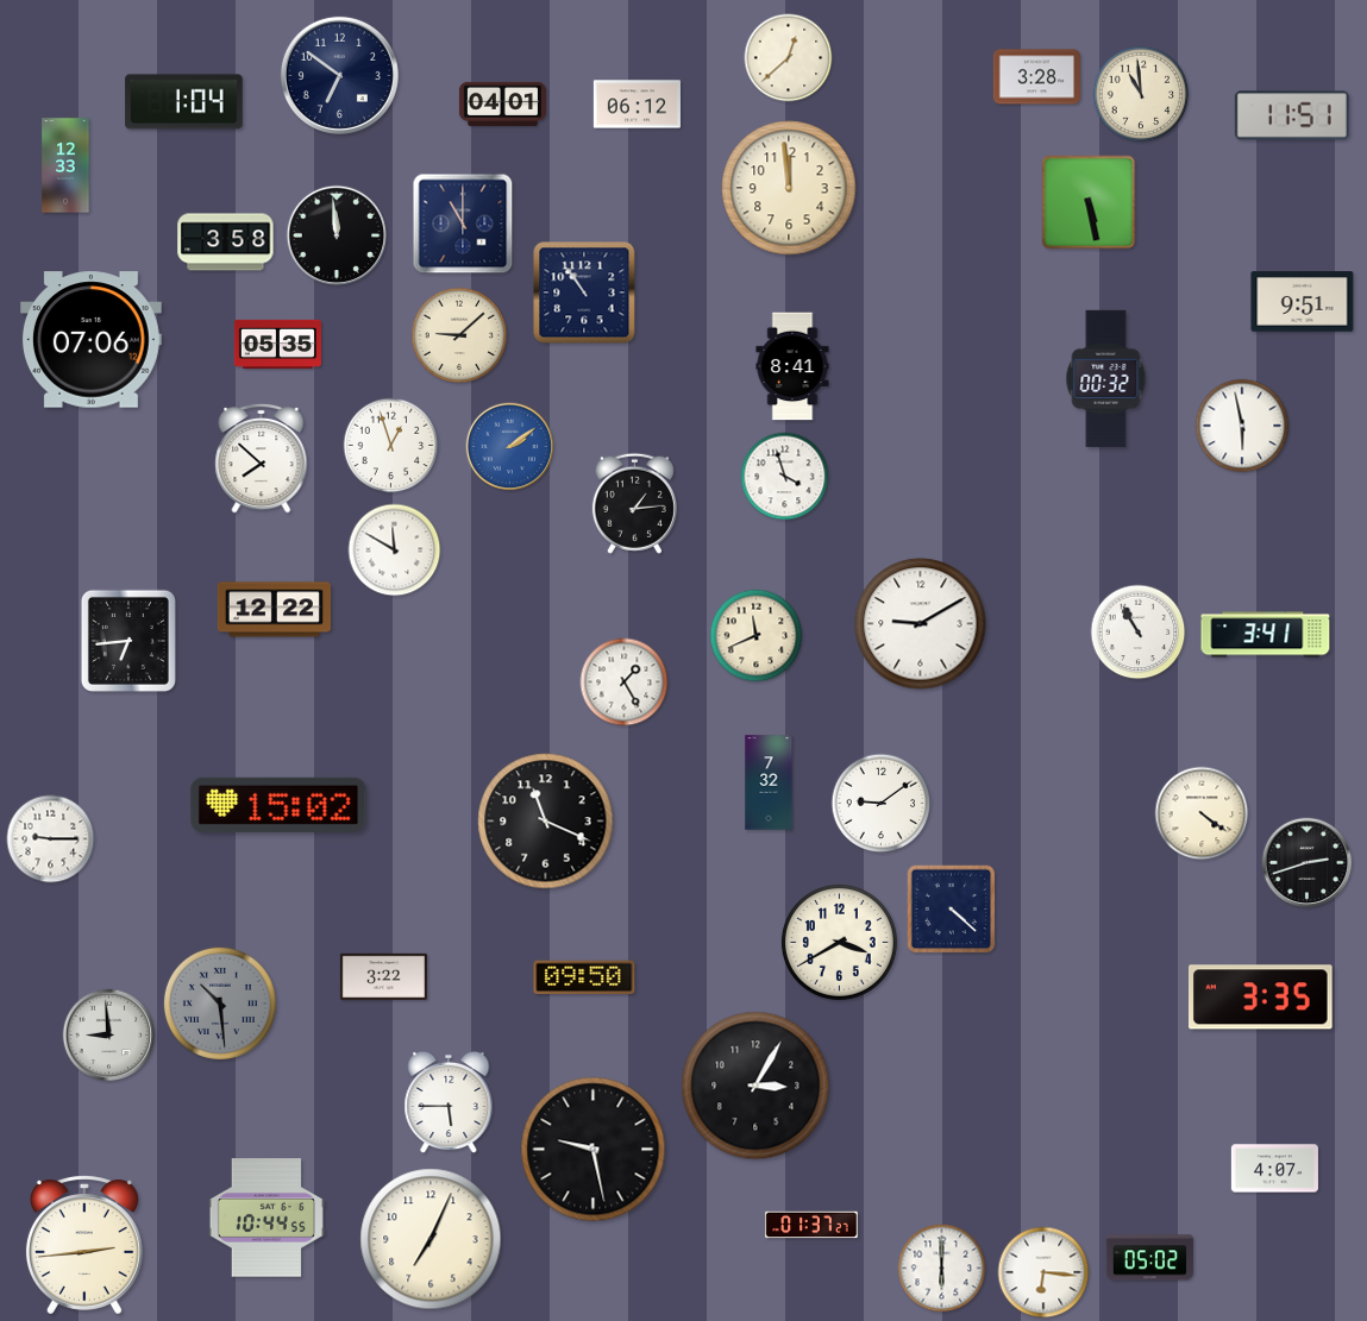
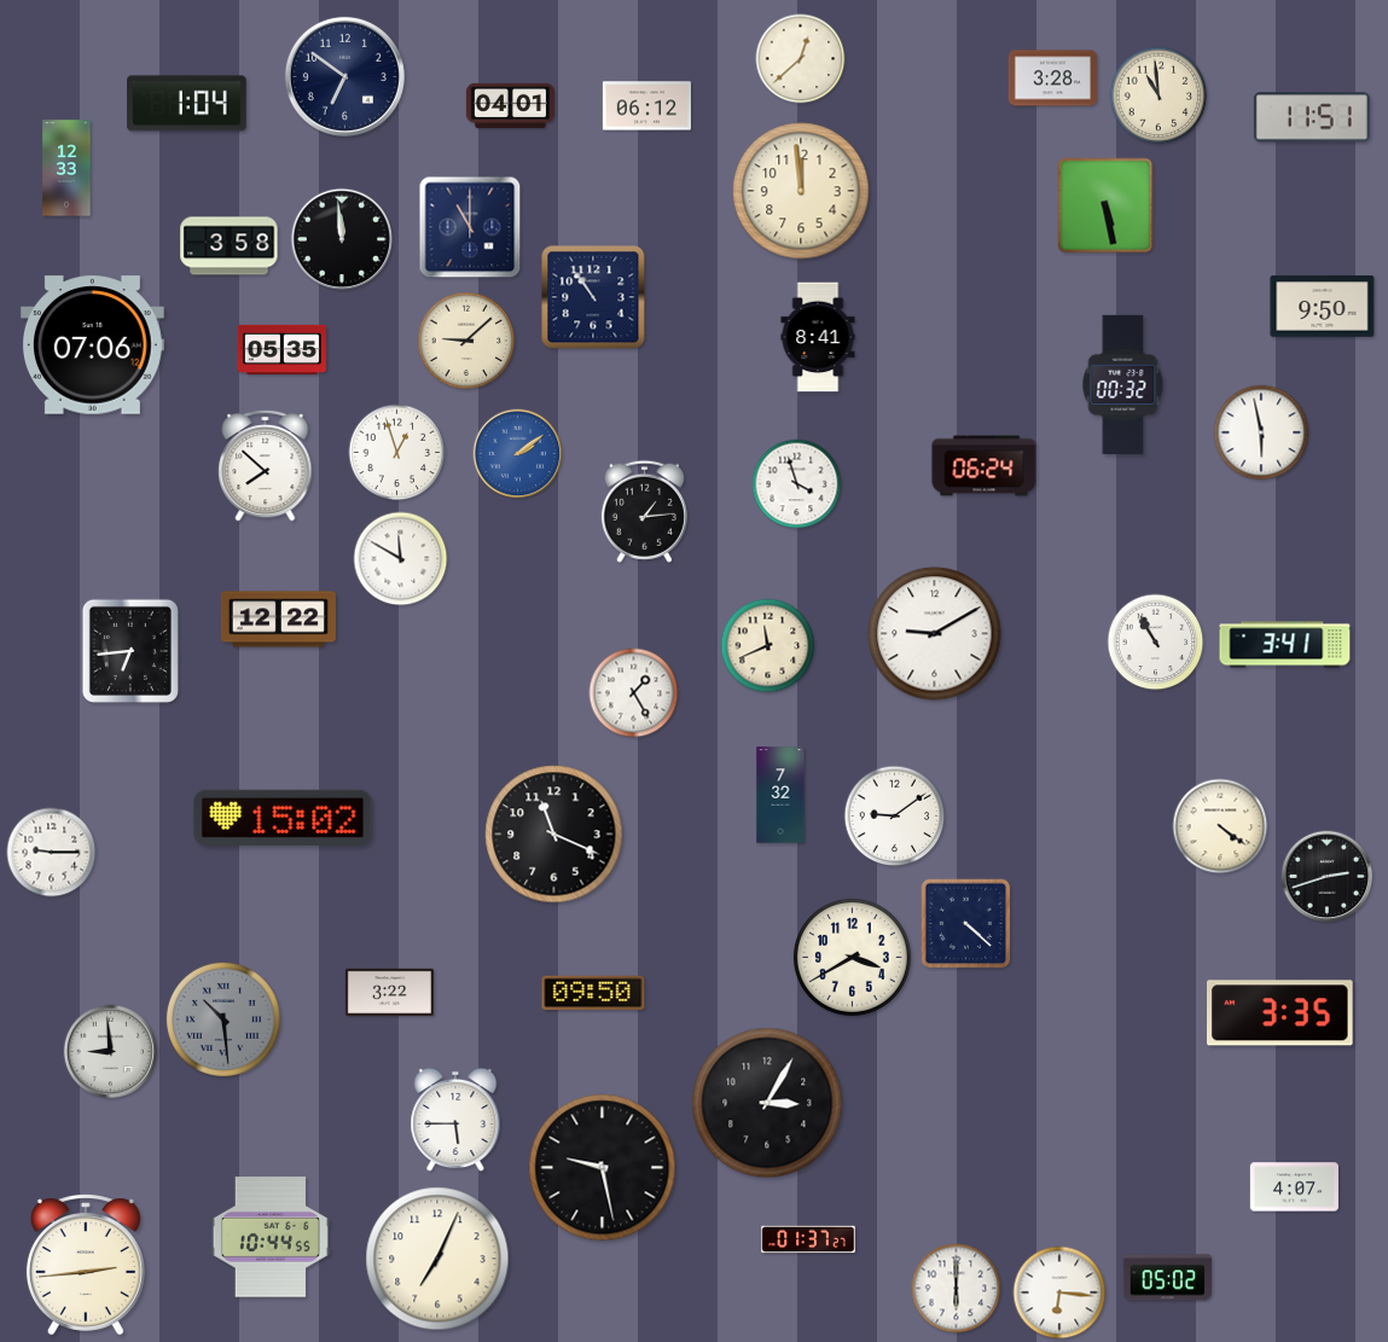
clock at (1303, 302): 9:51 -> 9:50
clock at (792, 366) position: (792, 366) -> (818, 337)
clock at (985, 466): none -> 06:24
clock at (811, 1225) position: (811, 1225) -> (808, 1239)
